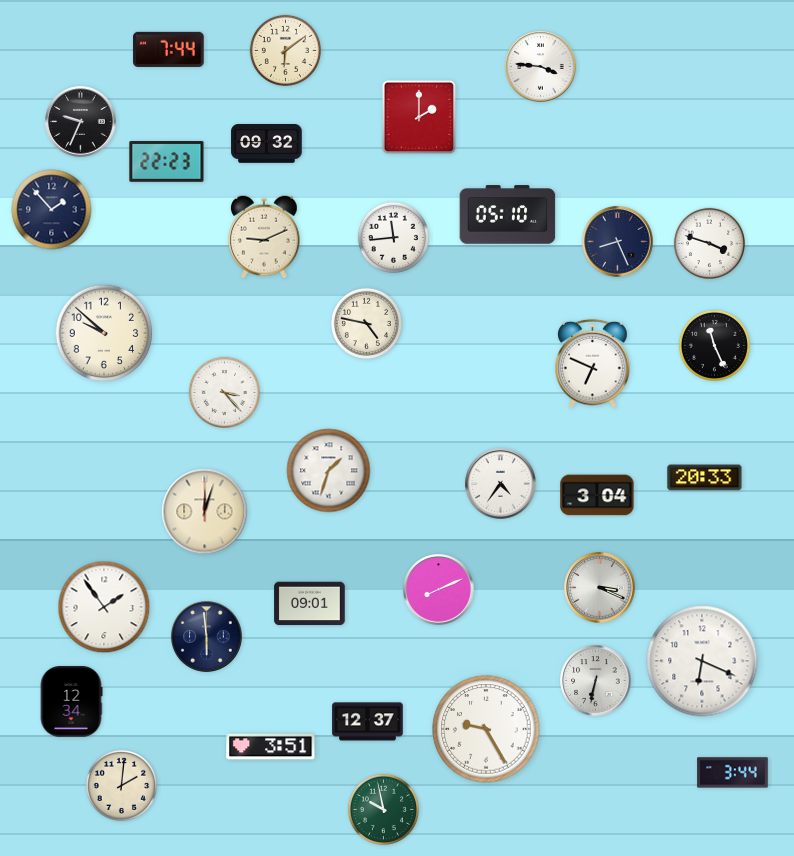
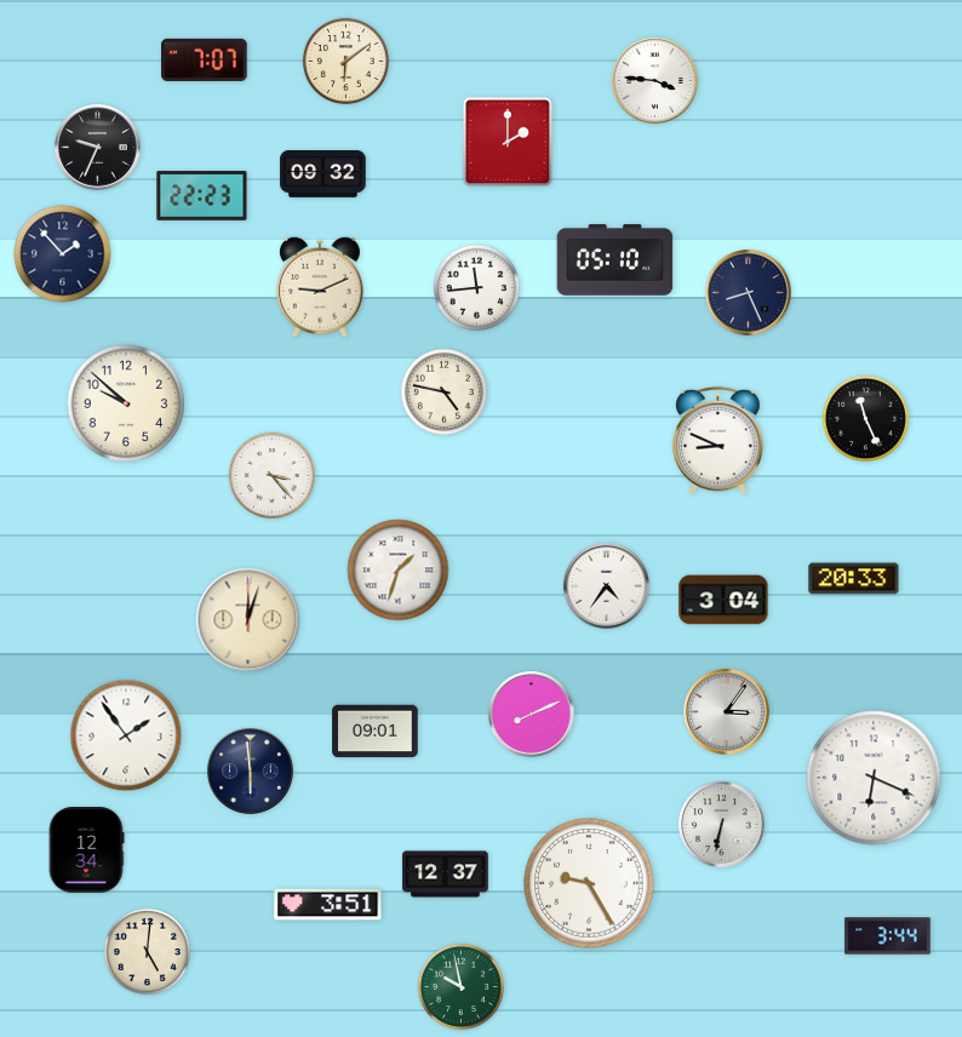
clock at (169, 49): 7:44 -> 7:07
clock at (709, 243): 3:48 -> none
clock at (593, 364): 6:49 -> 8:49
clock at (600, 588): 3:19 -> 3:06
clock at (702, 661) position: (702, 661) -> (874, 778)
clock at (121, 785): 2:01 -> 5:01
clock at (383, 809) position: (383, 809) -> (460, 986)
